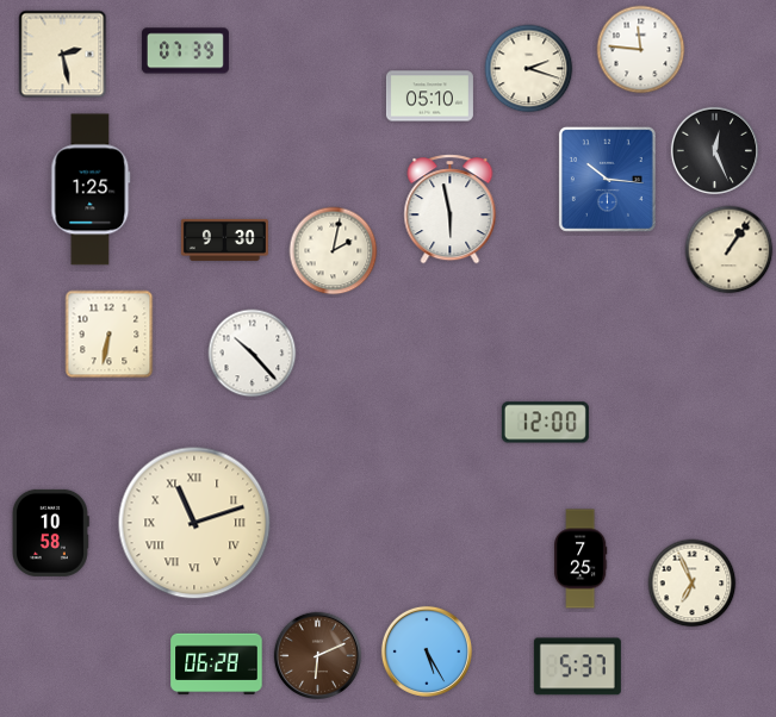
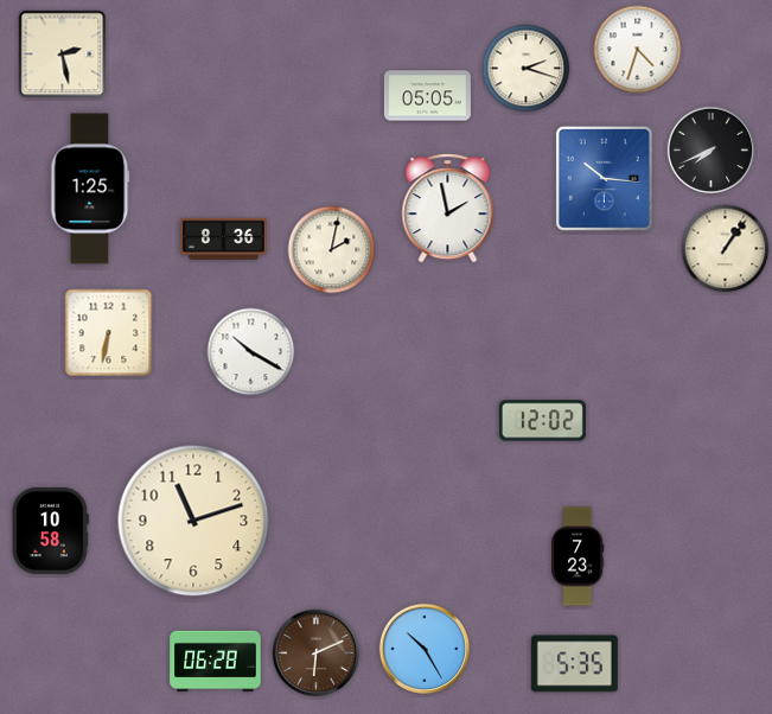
clock at (641, 50): 11:46 -> 4:33
clock at (185, 51): 07:39 -> none
clock at (429, 96): 05:10 -> 05:05
clock at (714, 150): 12:26 -> 7:41
clock at (451, 210): 5:58 -> 1:58
clock at (224, 239): 9:30 -> 8:36
clock at (253, 354): 10:23 -> 10:20
clock at (545, 423): 12:00 -> 12:02
clock at (194, 523) numerals: Roman -> Arabic
clock at (582, 559): 7:25 -> 7:23
clock at (693, 584): 6:56 -> none
clock at (427, 651): 5:25 -> 10:25
clock at (577, 667): 5:37 -> 5:35
